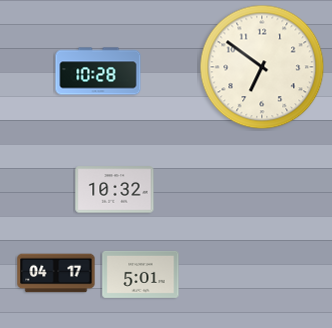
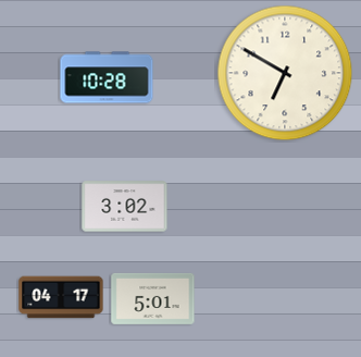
clock at (262, 67): 6:51 -> 6:50
clock at (115, 190): 10:32 -> 3:02
